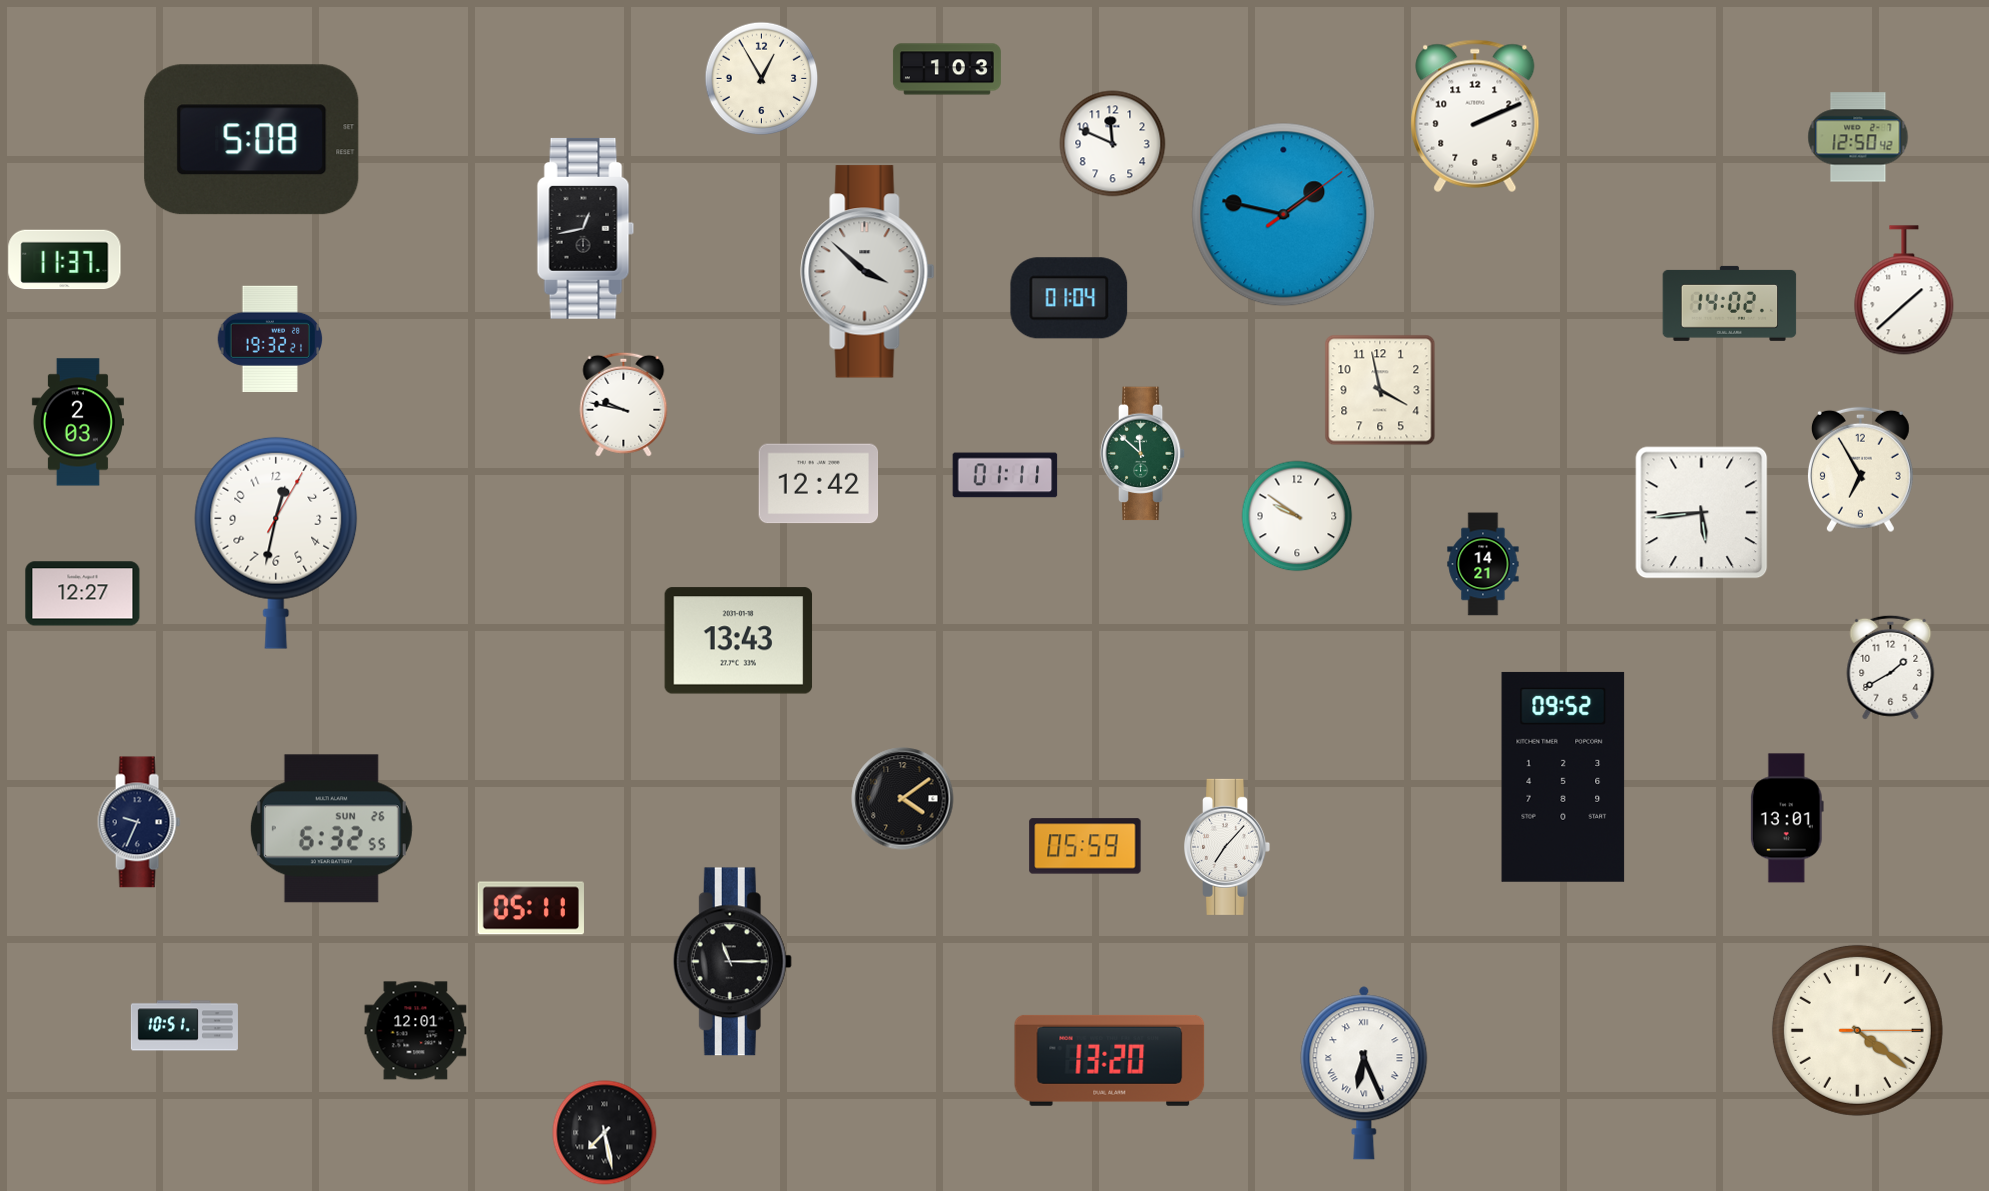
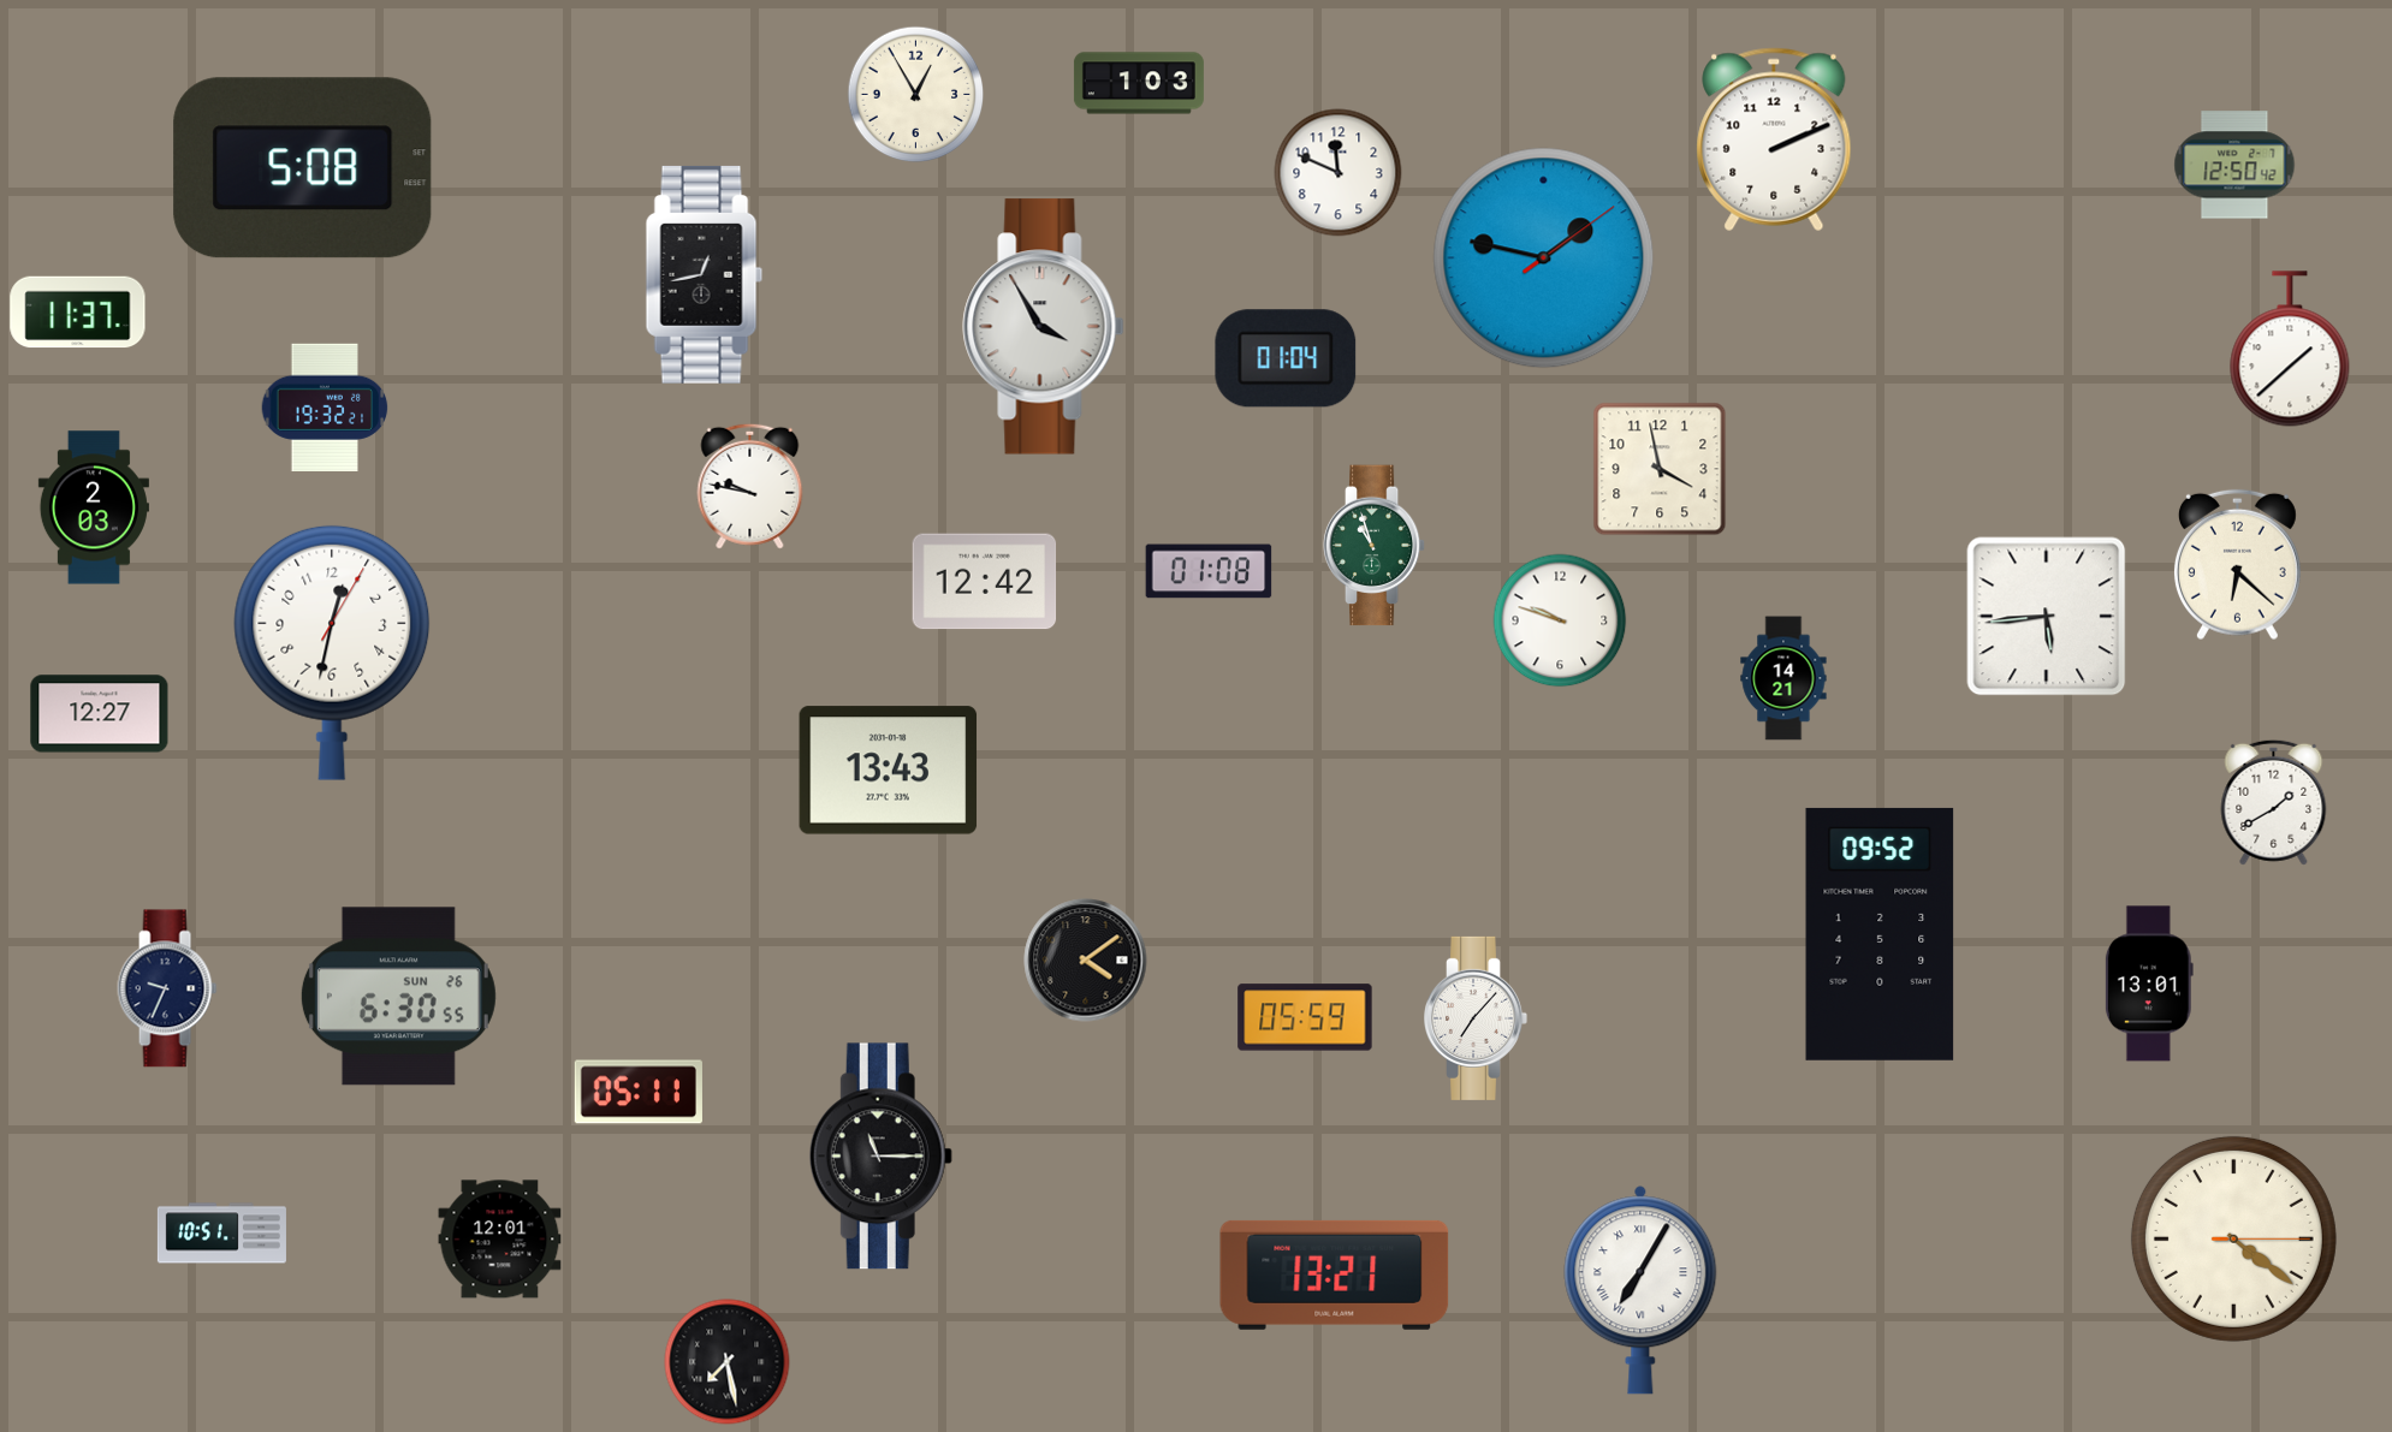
clock at (868, 272): 3:52 -> 3:55
clock at (1730, 303): 14:02 -> none
clock at (1143, 454): 11:52 -> 10:57
clock at (1860, 470): 6:55 -> 6:22
clock at (1005, 475): 01:11 -> 01:08
clock at (1297, 516): 9:51 -> 9:48
clock at (331, 829): 6:32 -> 6:30
clock at (1110, 1060): 13:20 -> 13:21
clock at (1364, 1073): 6:26 -> 7:05
